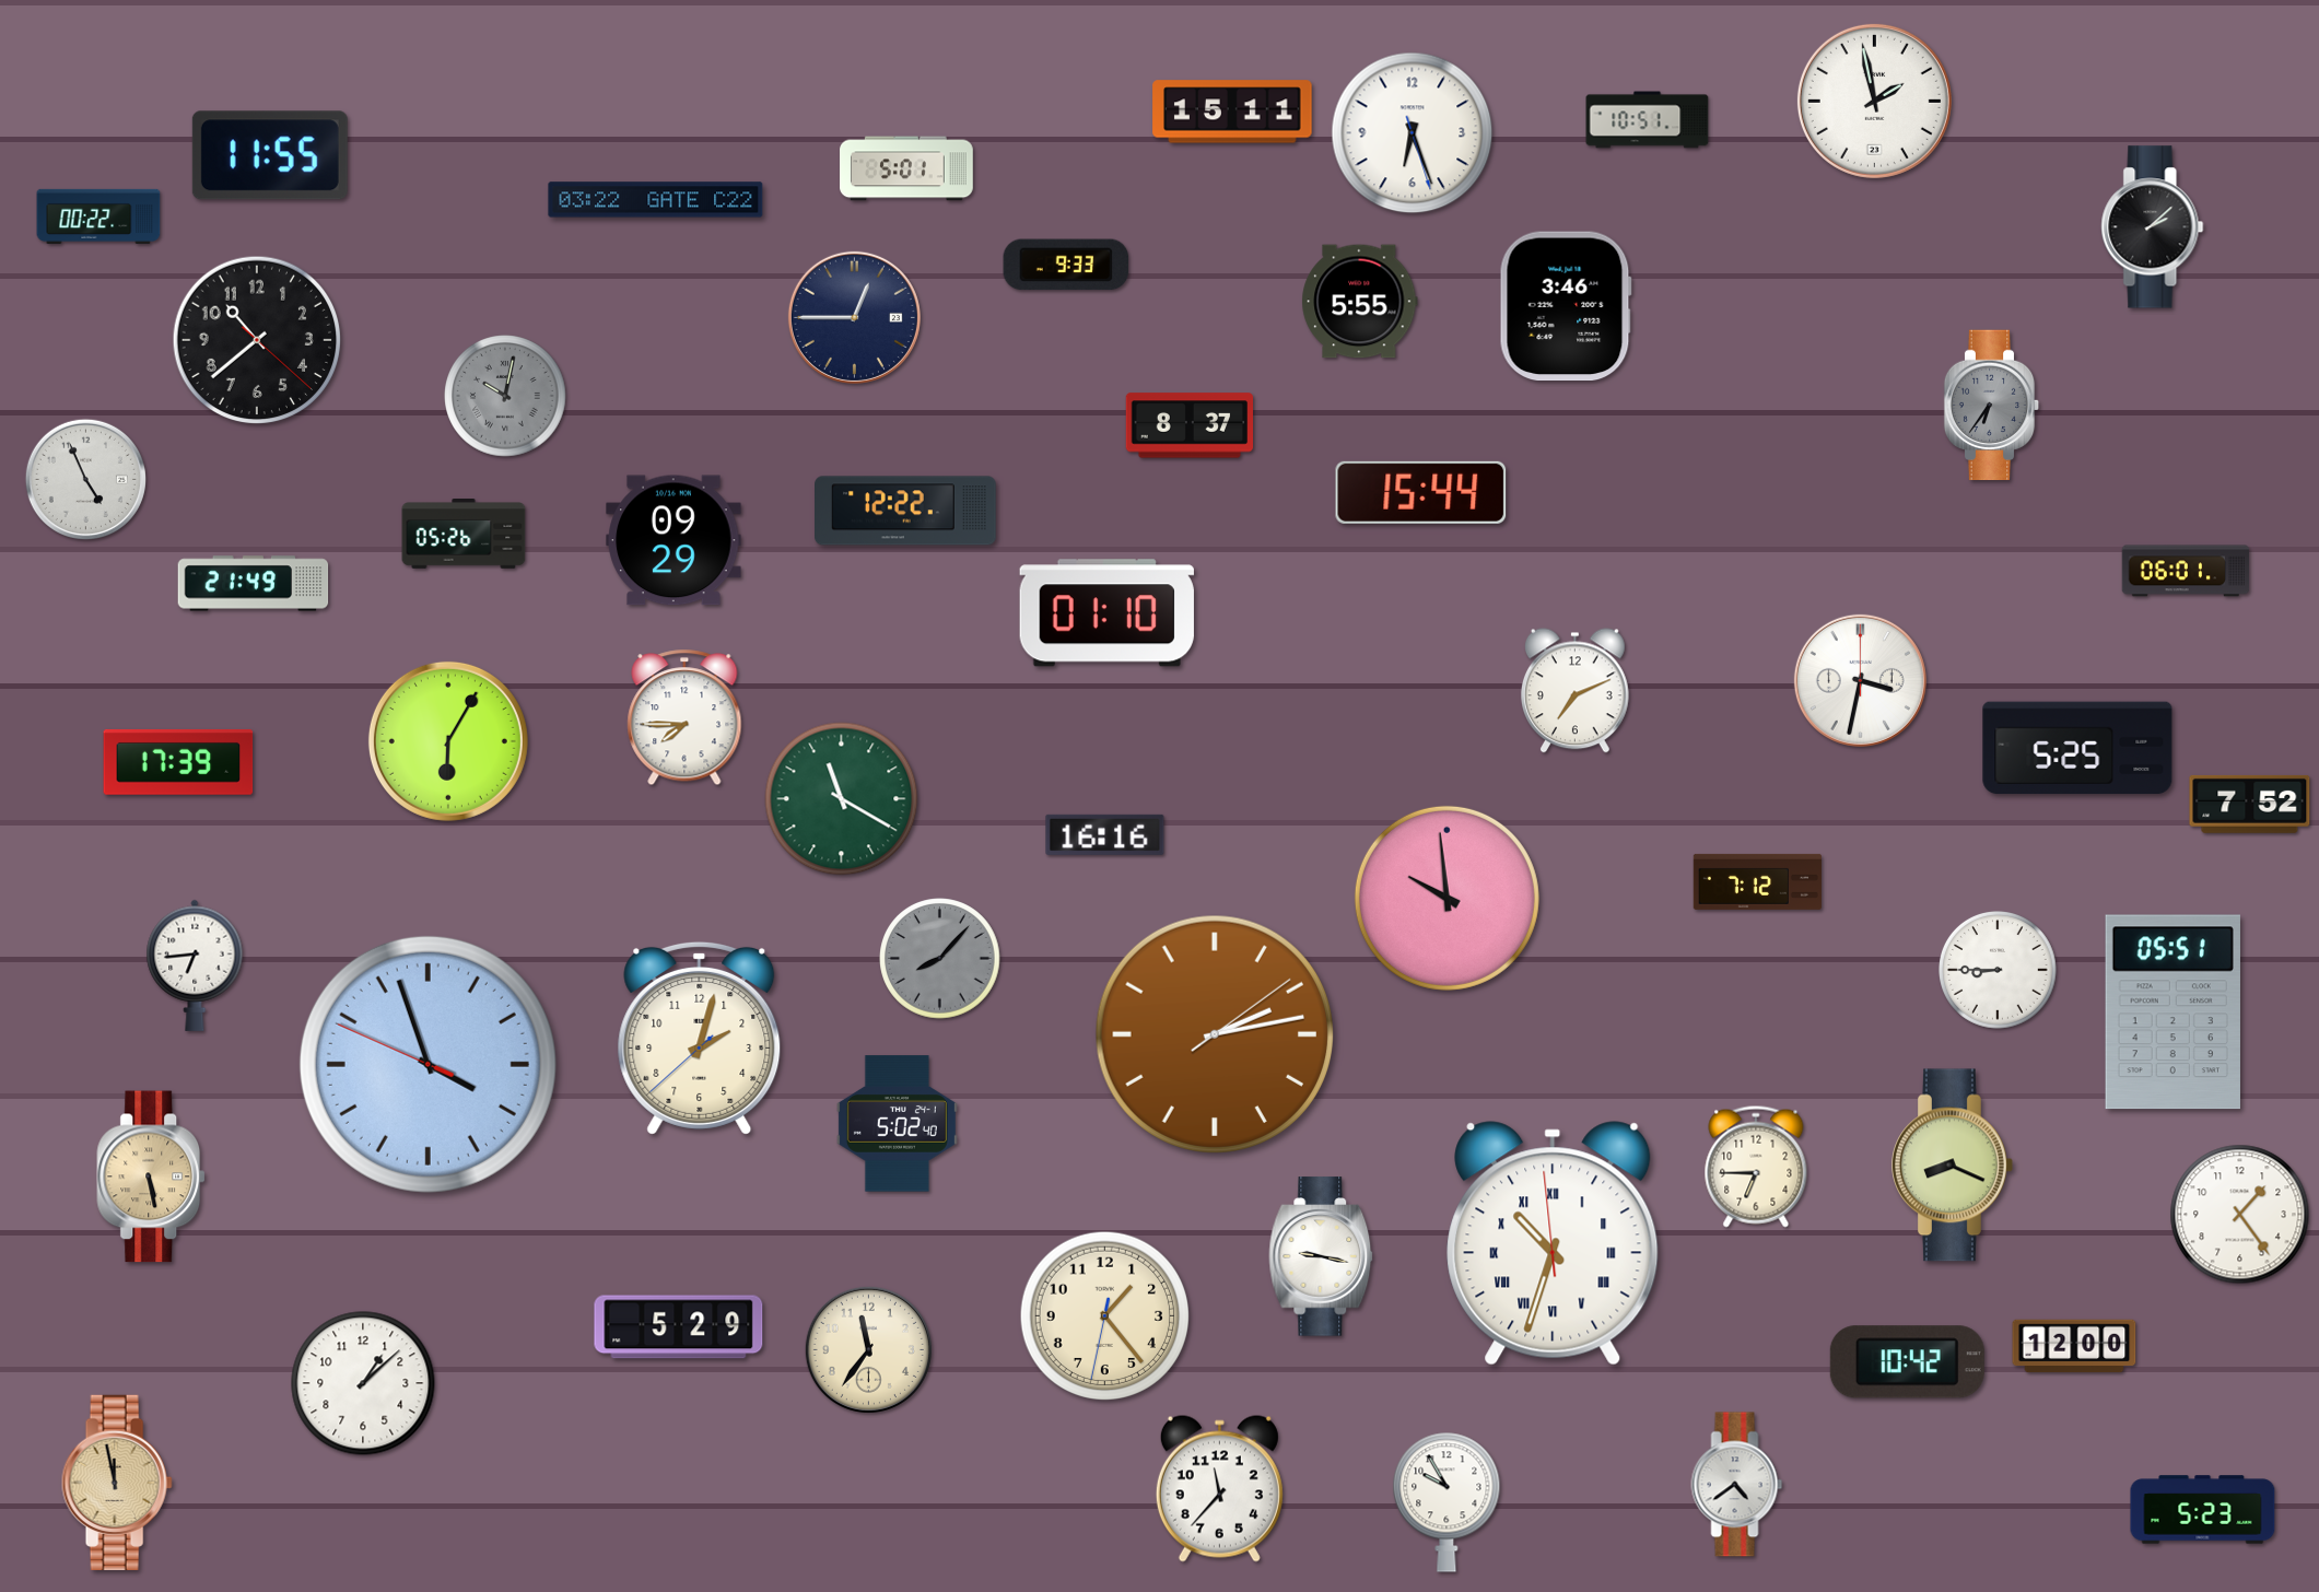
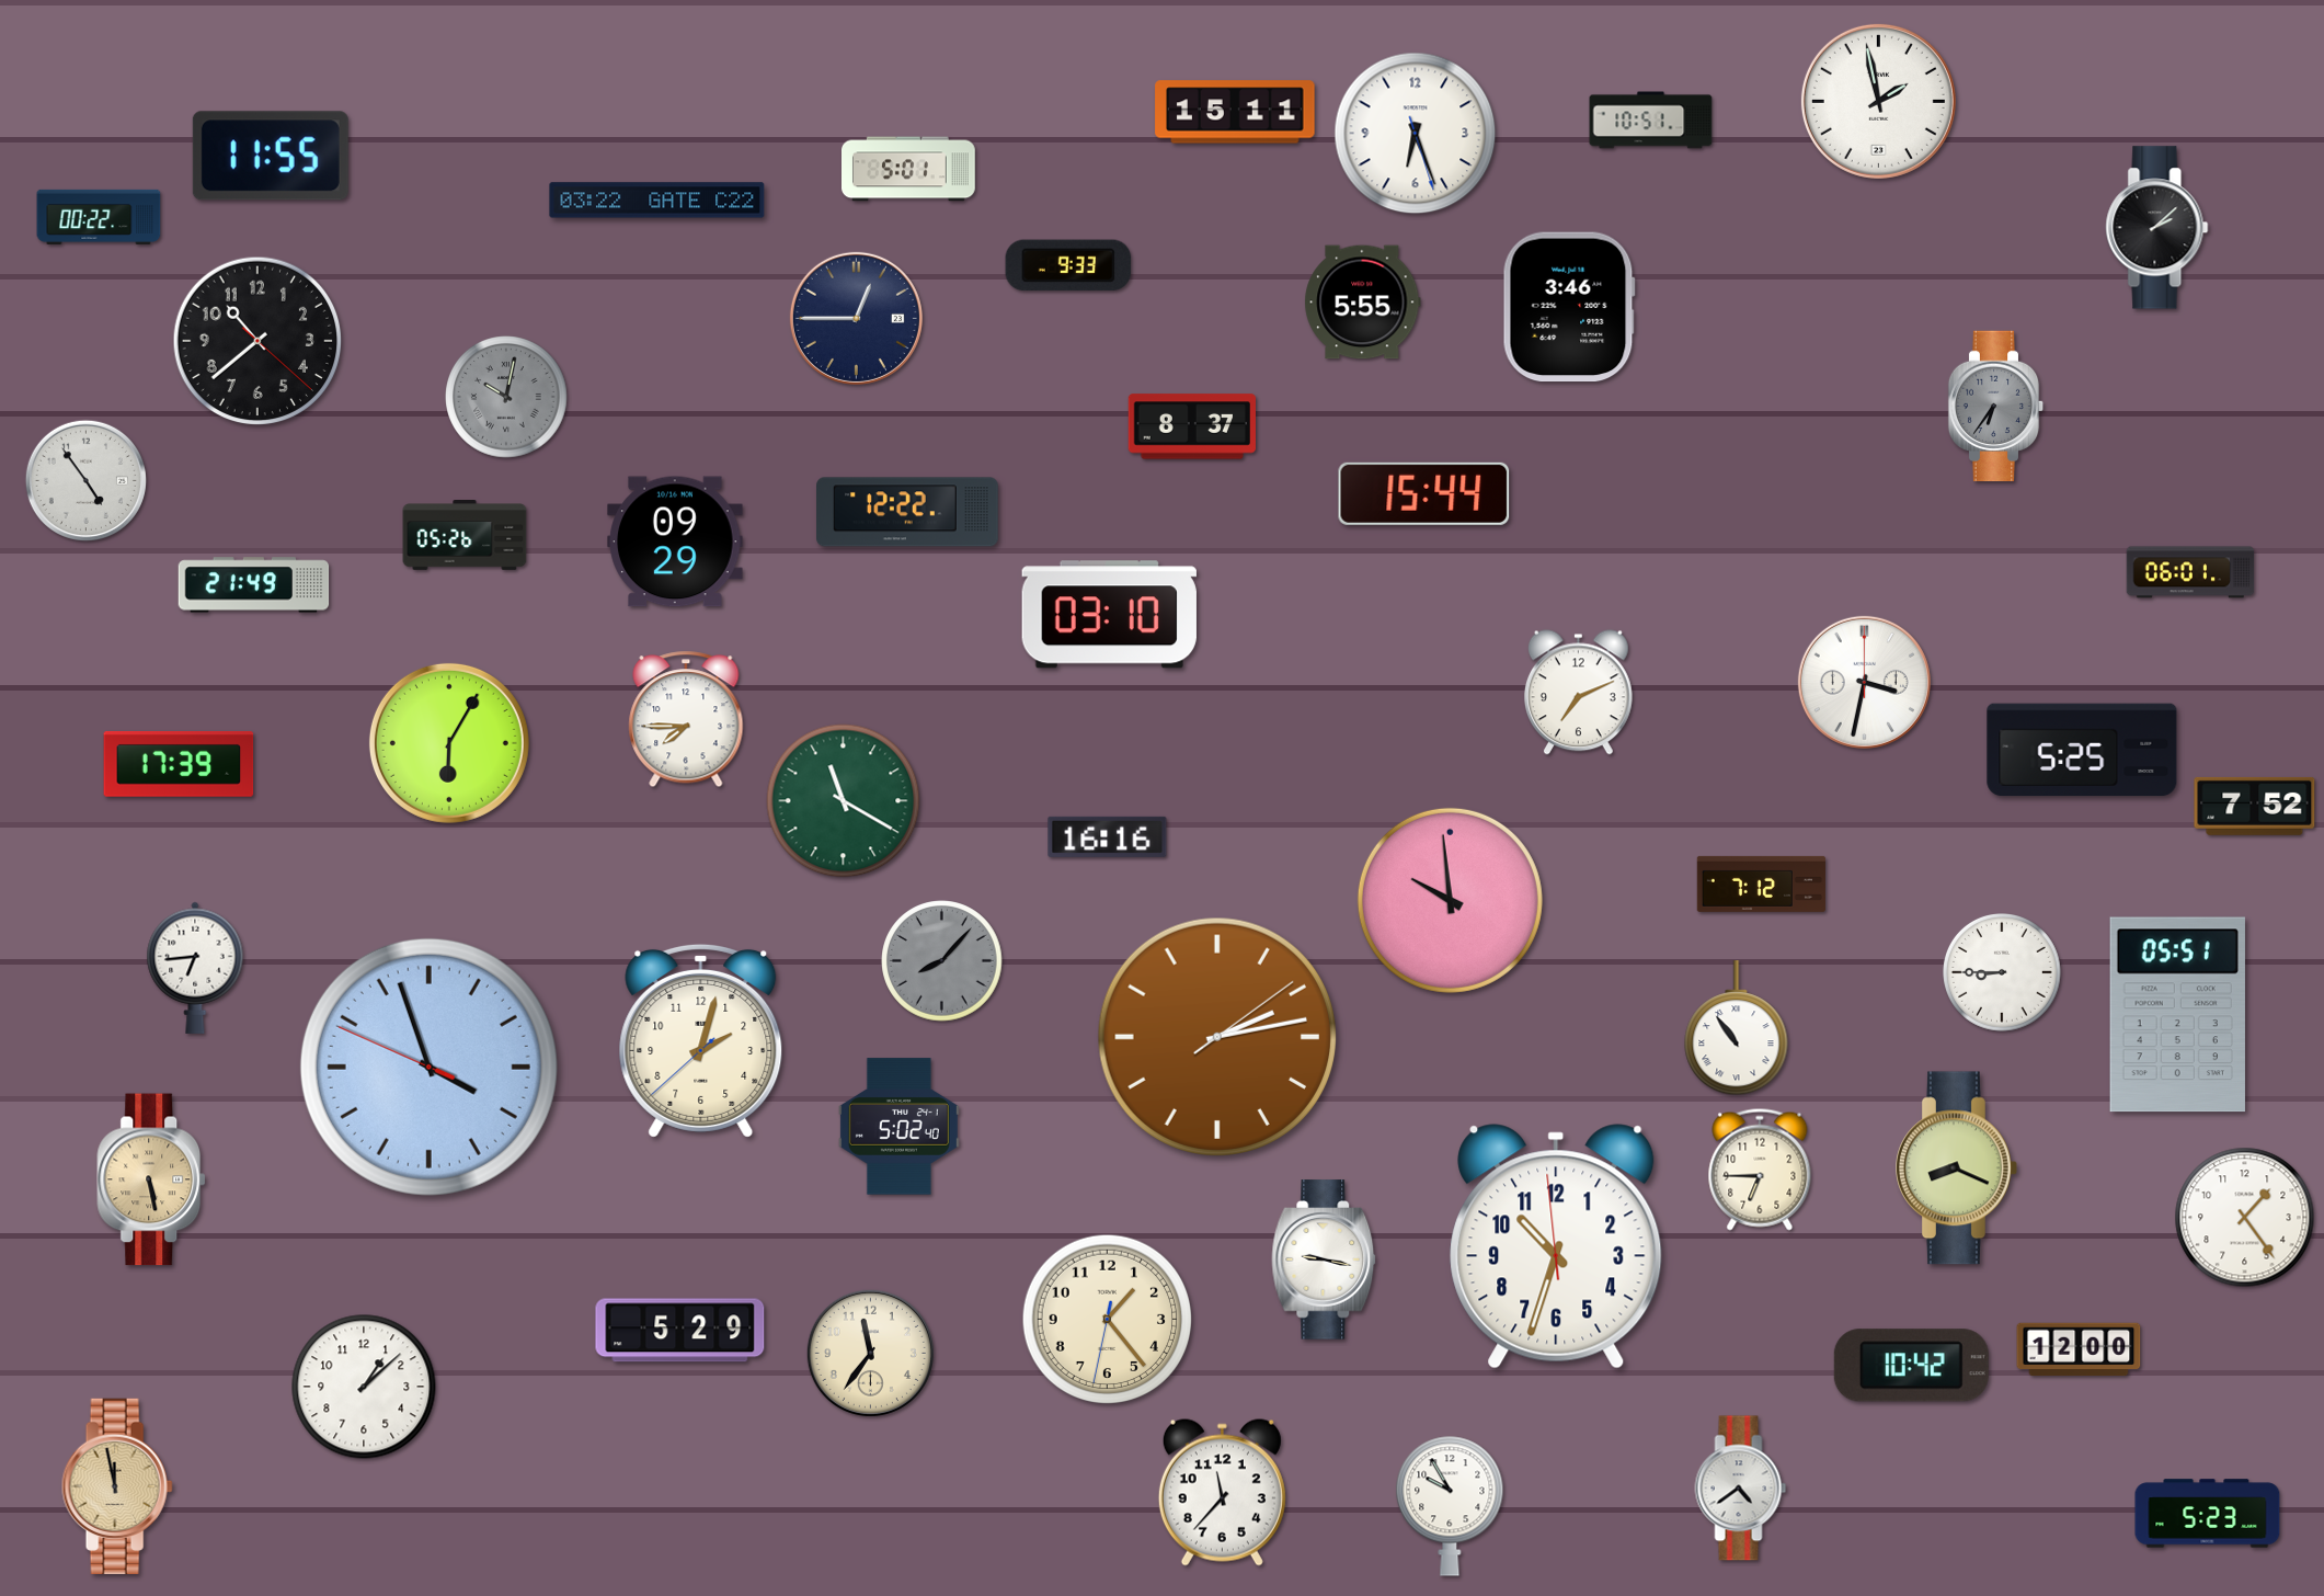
clock at (85, 479): 4:56 -> 4:54
clock at (1106, 613): 01:10 -> 03:10
clock at (1737, 1028): none -> 10:54
clock at (1553, 1243) numerals: Roman -> Arabic
